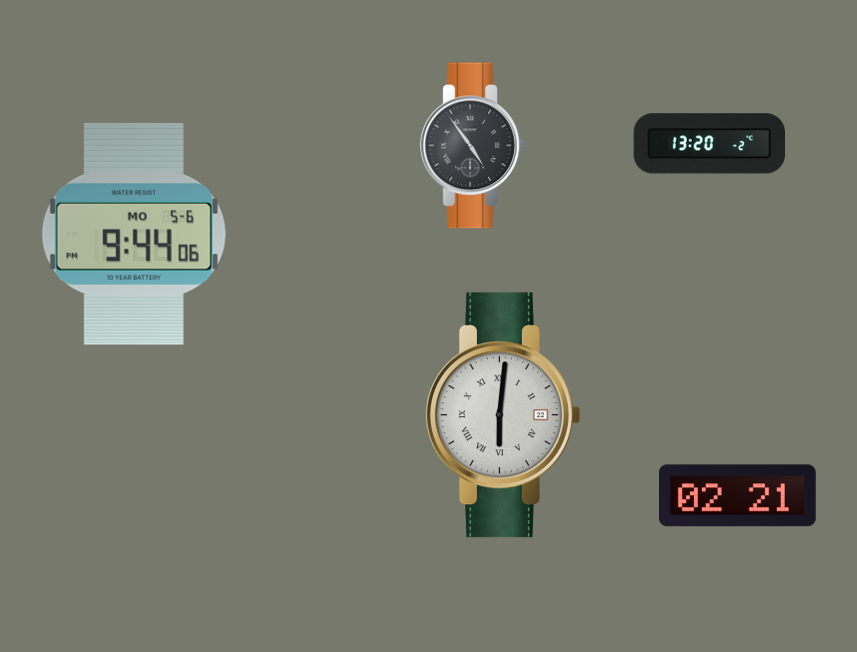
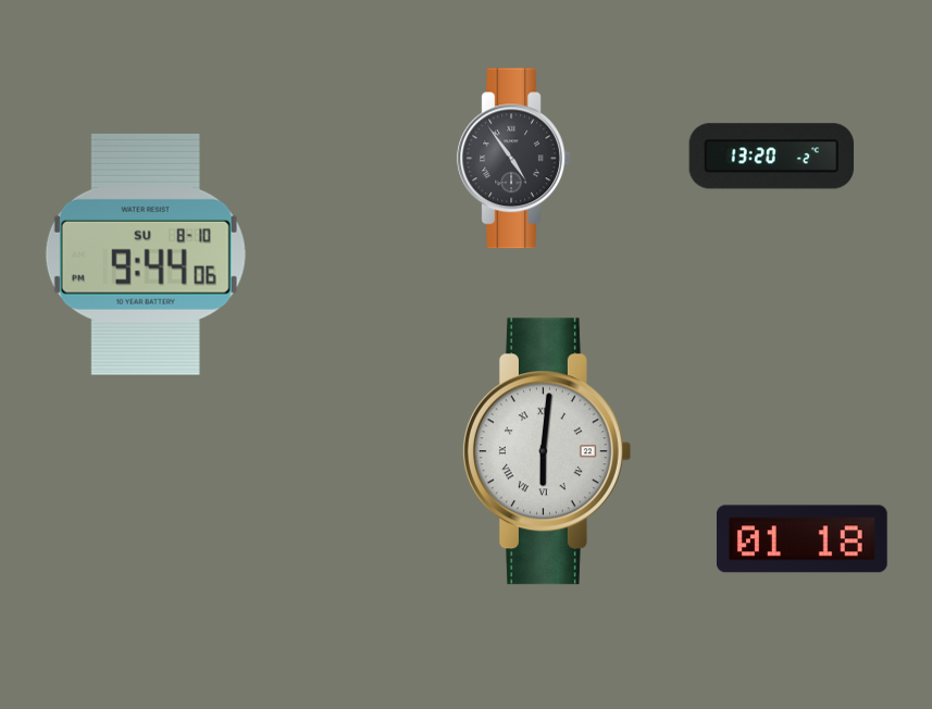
clock at (134, 234) date: MO 5-6 -> SU 8-10
clock at (737, 496): 02:21 -> 01:18
